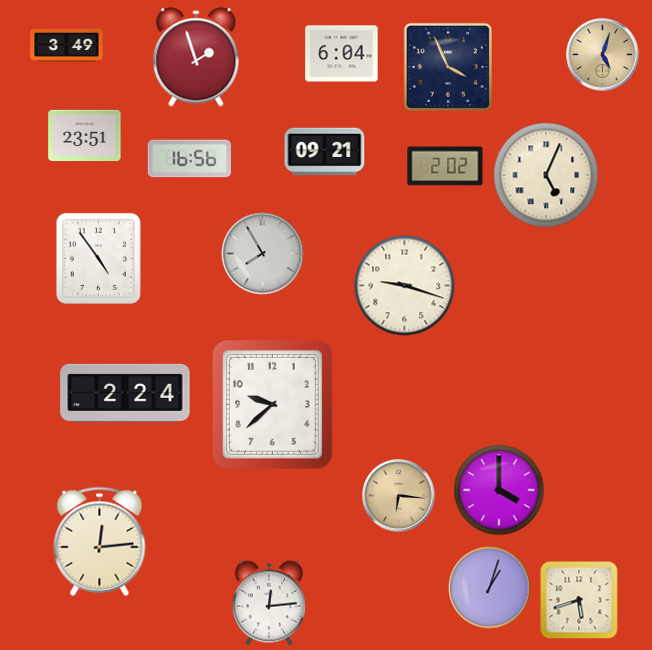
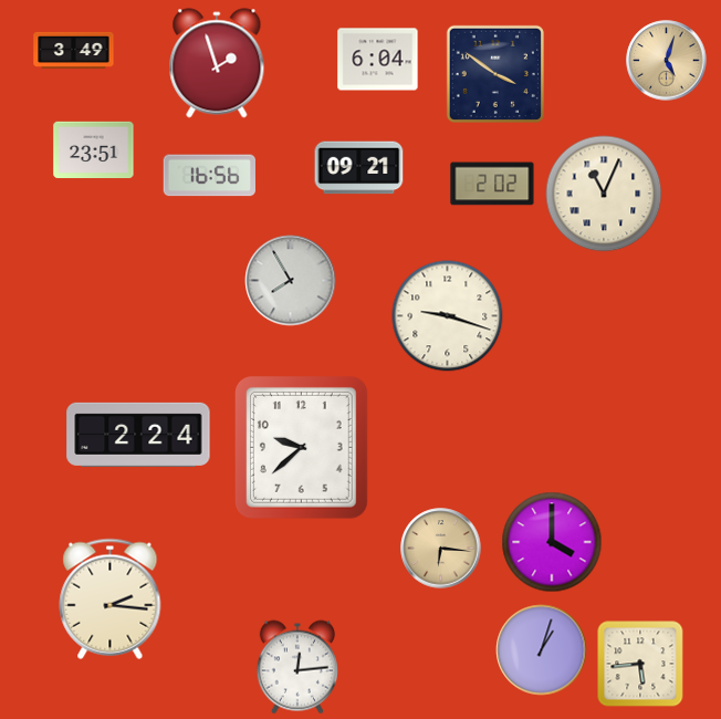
clock at (448, 67): 3:56 -> 3:51
clock at (546, 175): 5:04 -> 11:04
clock at (98, 258): 4:54 -> none
clock at (100, 541): 12:14 -> 2:16
clock at (579, 600): 5:42 -> 5:44
